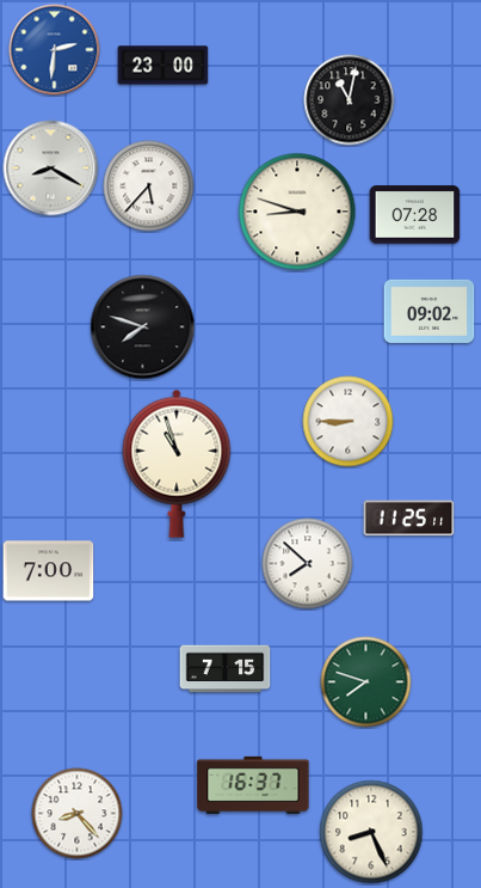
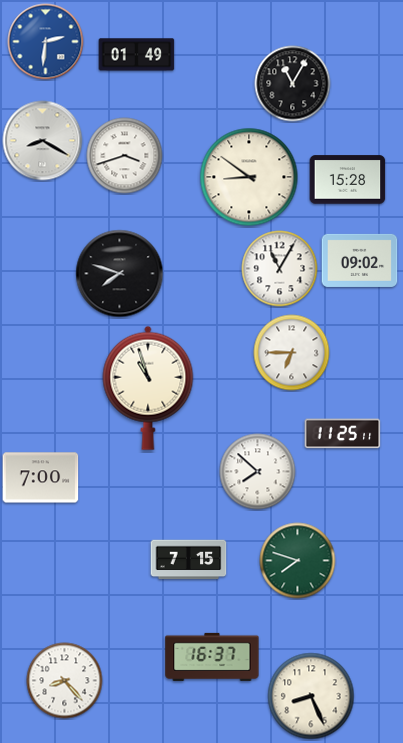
clock at (164, 66): 23:00 -> 01:49
clock at (350, 100): 11:02 -> 11:05
clock at (149, 186): 5:37 -> 3:42
clock at (297, 212): 8:48 -> 8:51
clock at (415, 215): 07:28 -> 15:28
clock at (280, 269): none -> 11:05
clock at (349, 422): 8:45 -> 6:45
clock at (366, 682) position: (366, 682) -> (298, 561)
